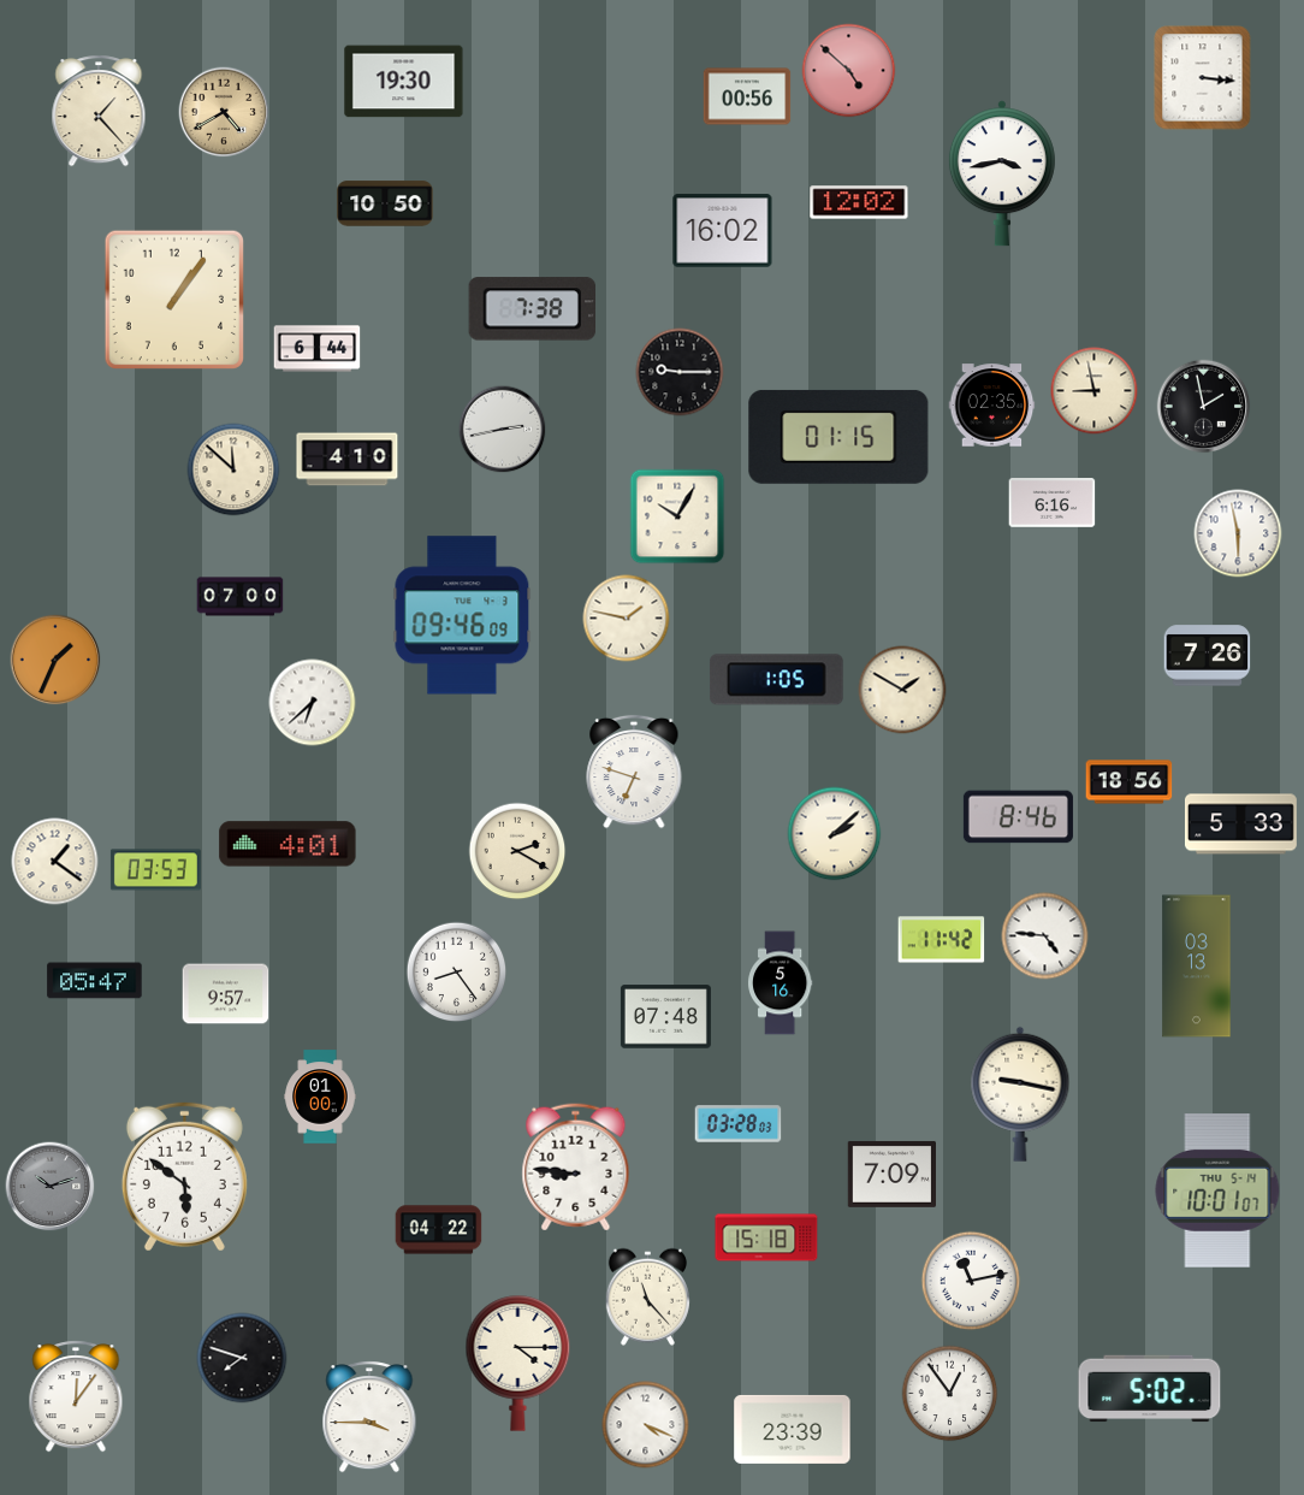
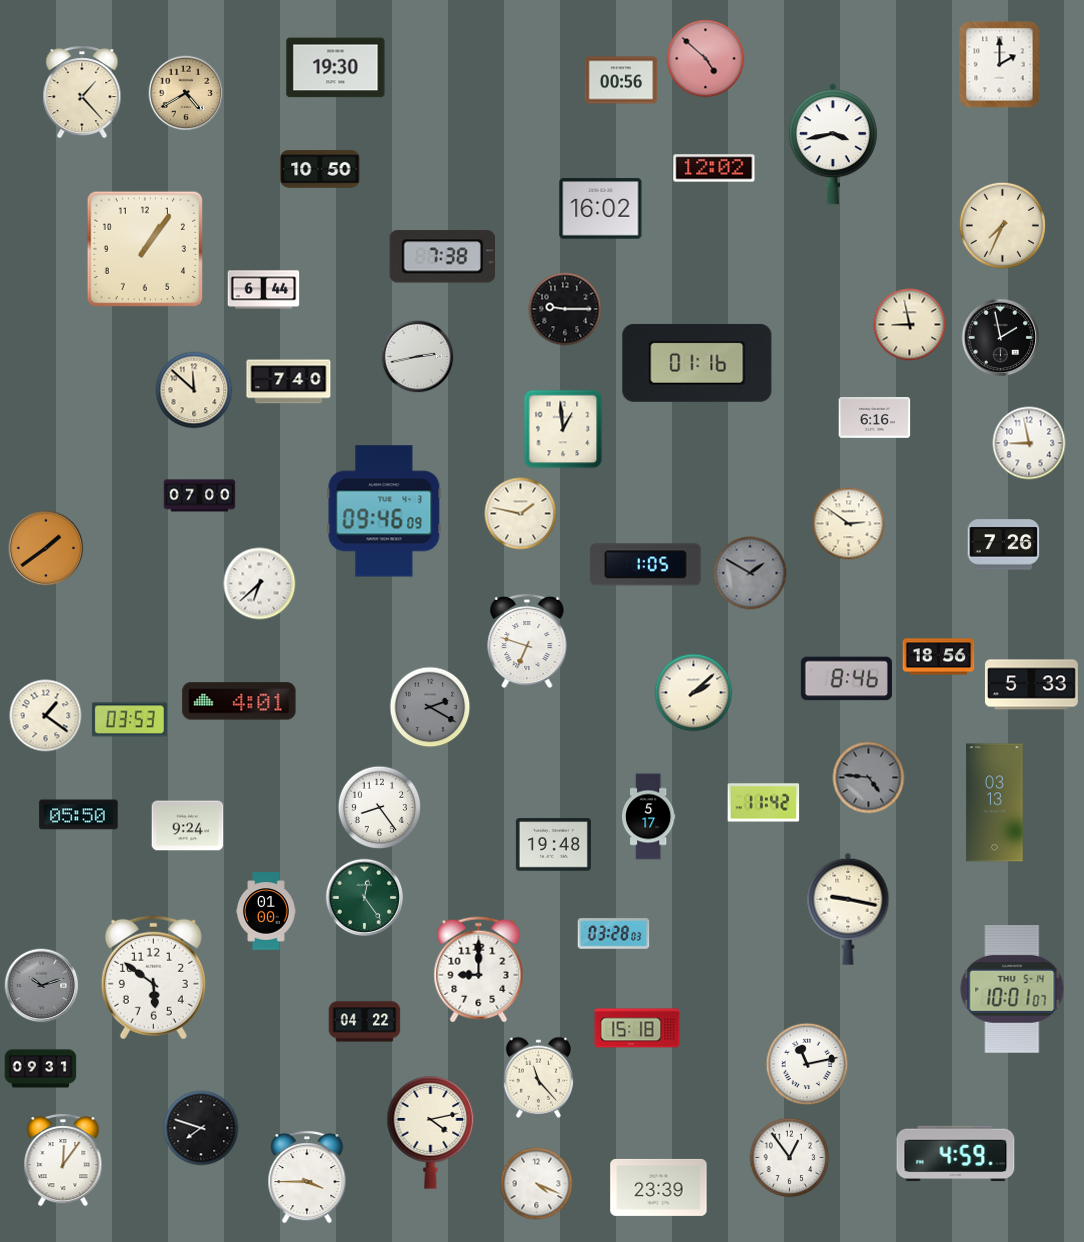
clock at (1203, 78): 3:16 -> 2:00
clock at (723, 231) position: (723, 231) -> (601, 209)
clock at (1002, 225): none -> 7:34
clock at (992, 406): 02:35 -> none
clock at (838, 437): 01:15 -> 01:16
clock at (348, 460): 4:10 -> 7:40
clock at (677, 516): 10:05 -> 12:59
clock at (1238, 533): 5:58 -> 8:58
clock at (849, 524): none -> 2:51
clock at (55, 660): 1:34 -> 1:39
clock at (902, 690) dial: cream -> grey
clock at (1130, 782) position: (1130, 782) -> (939, 657)
clock at (517, 851) dial: cream -> grey
clock at (155, 870) position: (155, 870) -> (129, 720)
clock at (1045, 936) dial: white -> grey
clock at (942, 940) position: (942, 940) -> (764, 803)
clock at (95, 981): 05:47 -> 05:50
clock at (780, 983): 5:16 -> 5:17
clock at (226, 994): 9:57 -> 9:24
clock at (665, 1017): 07:48 -> 19:48
clock at (365, 898): none -> 12:24
clock at (576, 1168): 8:46 -> 9:00
clock at (893, 1174): 7:09 -> none
clock at (41, 1069): none -> 09:31
clock at (518, 1364): 4:15 -> 4:13
clock at (1150, 1389): 5:02 -> 4:59
